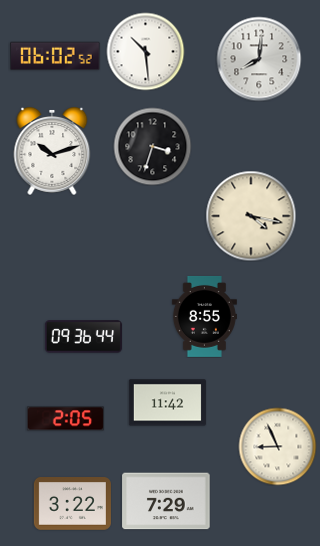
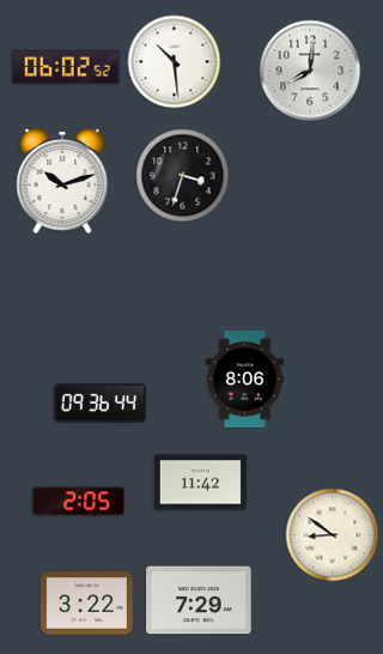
clock at (251, 216): 4:17 -> none
clock at (204, 316): 8:55 -> 8:06
clock at (277, 446): 8:56 -> 8:51
